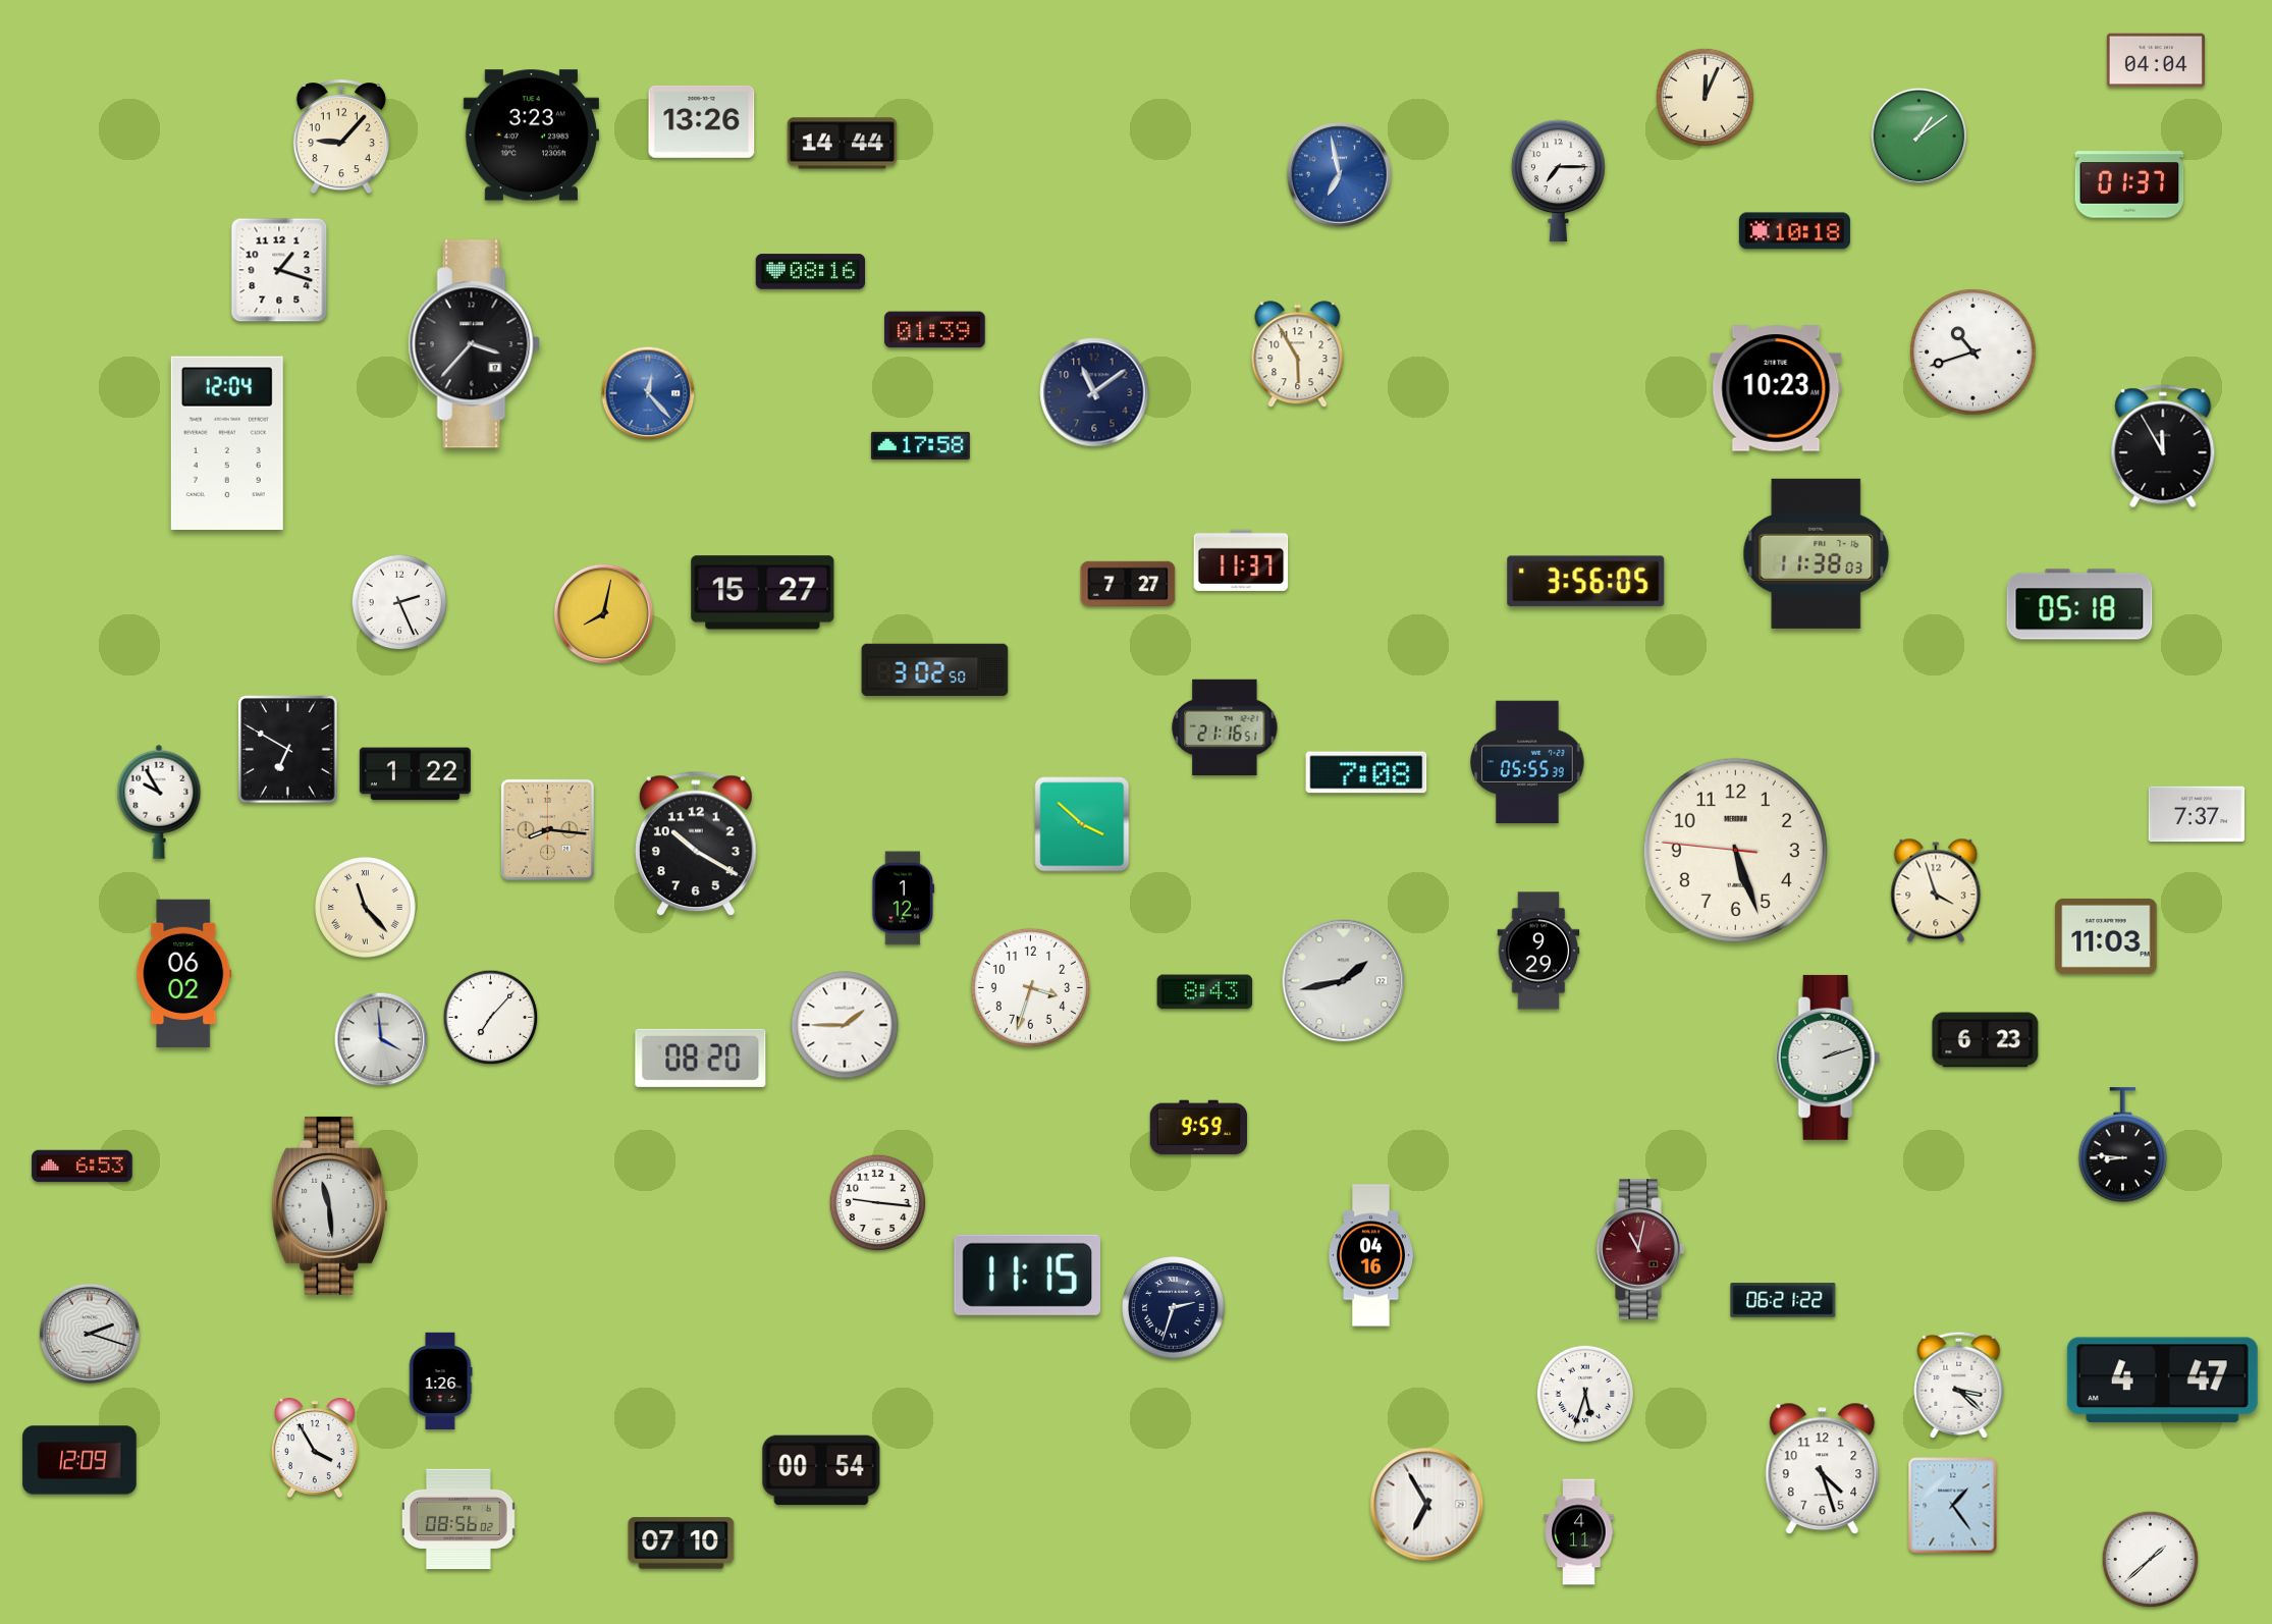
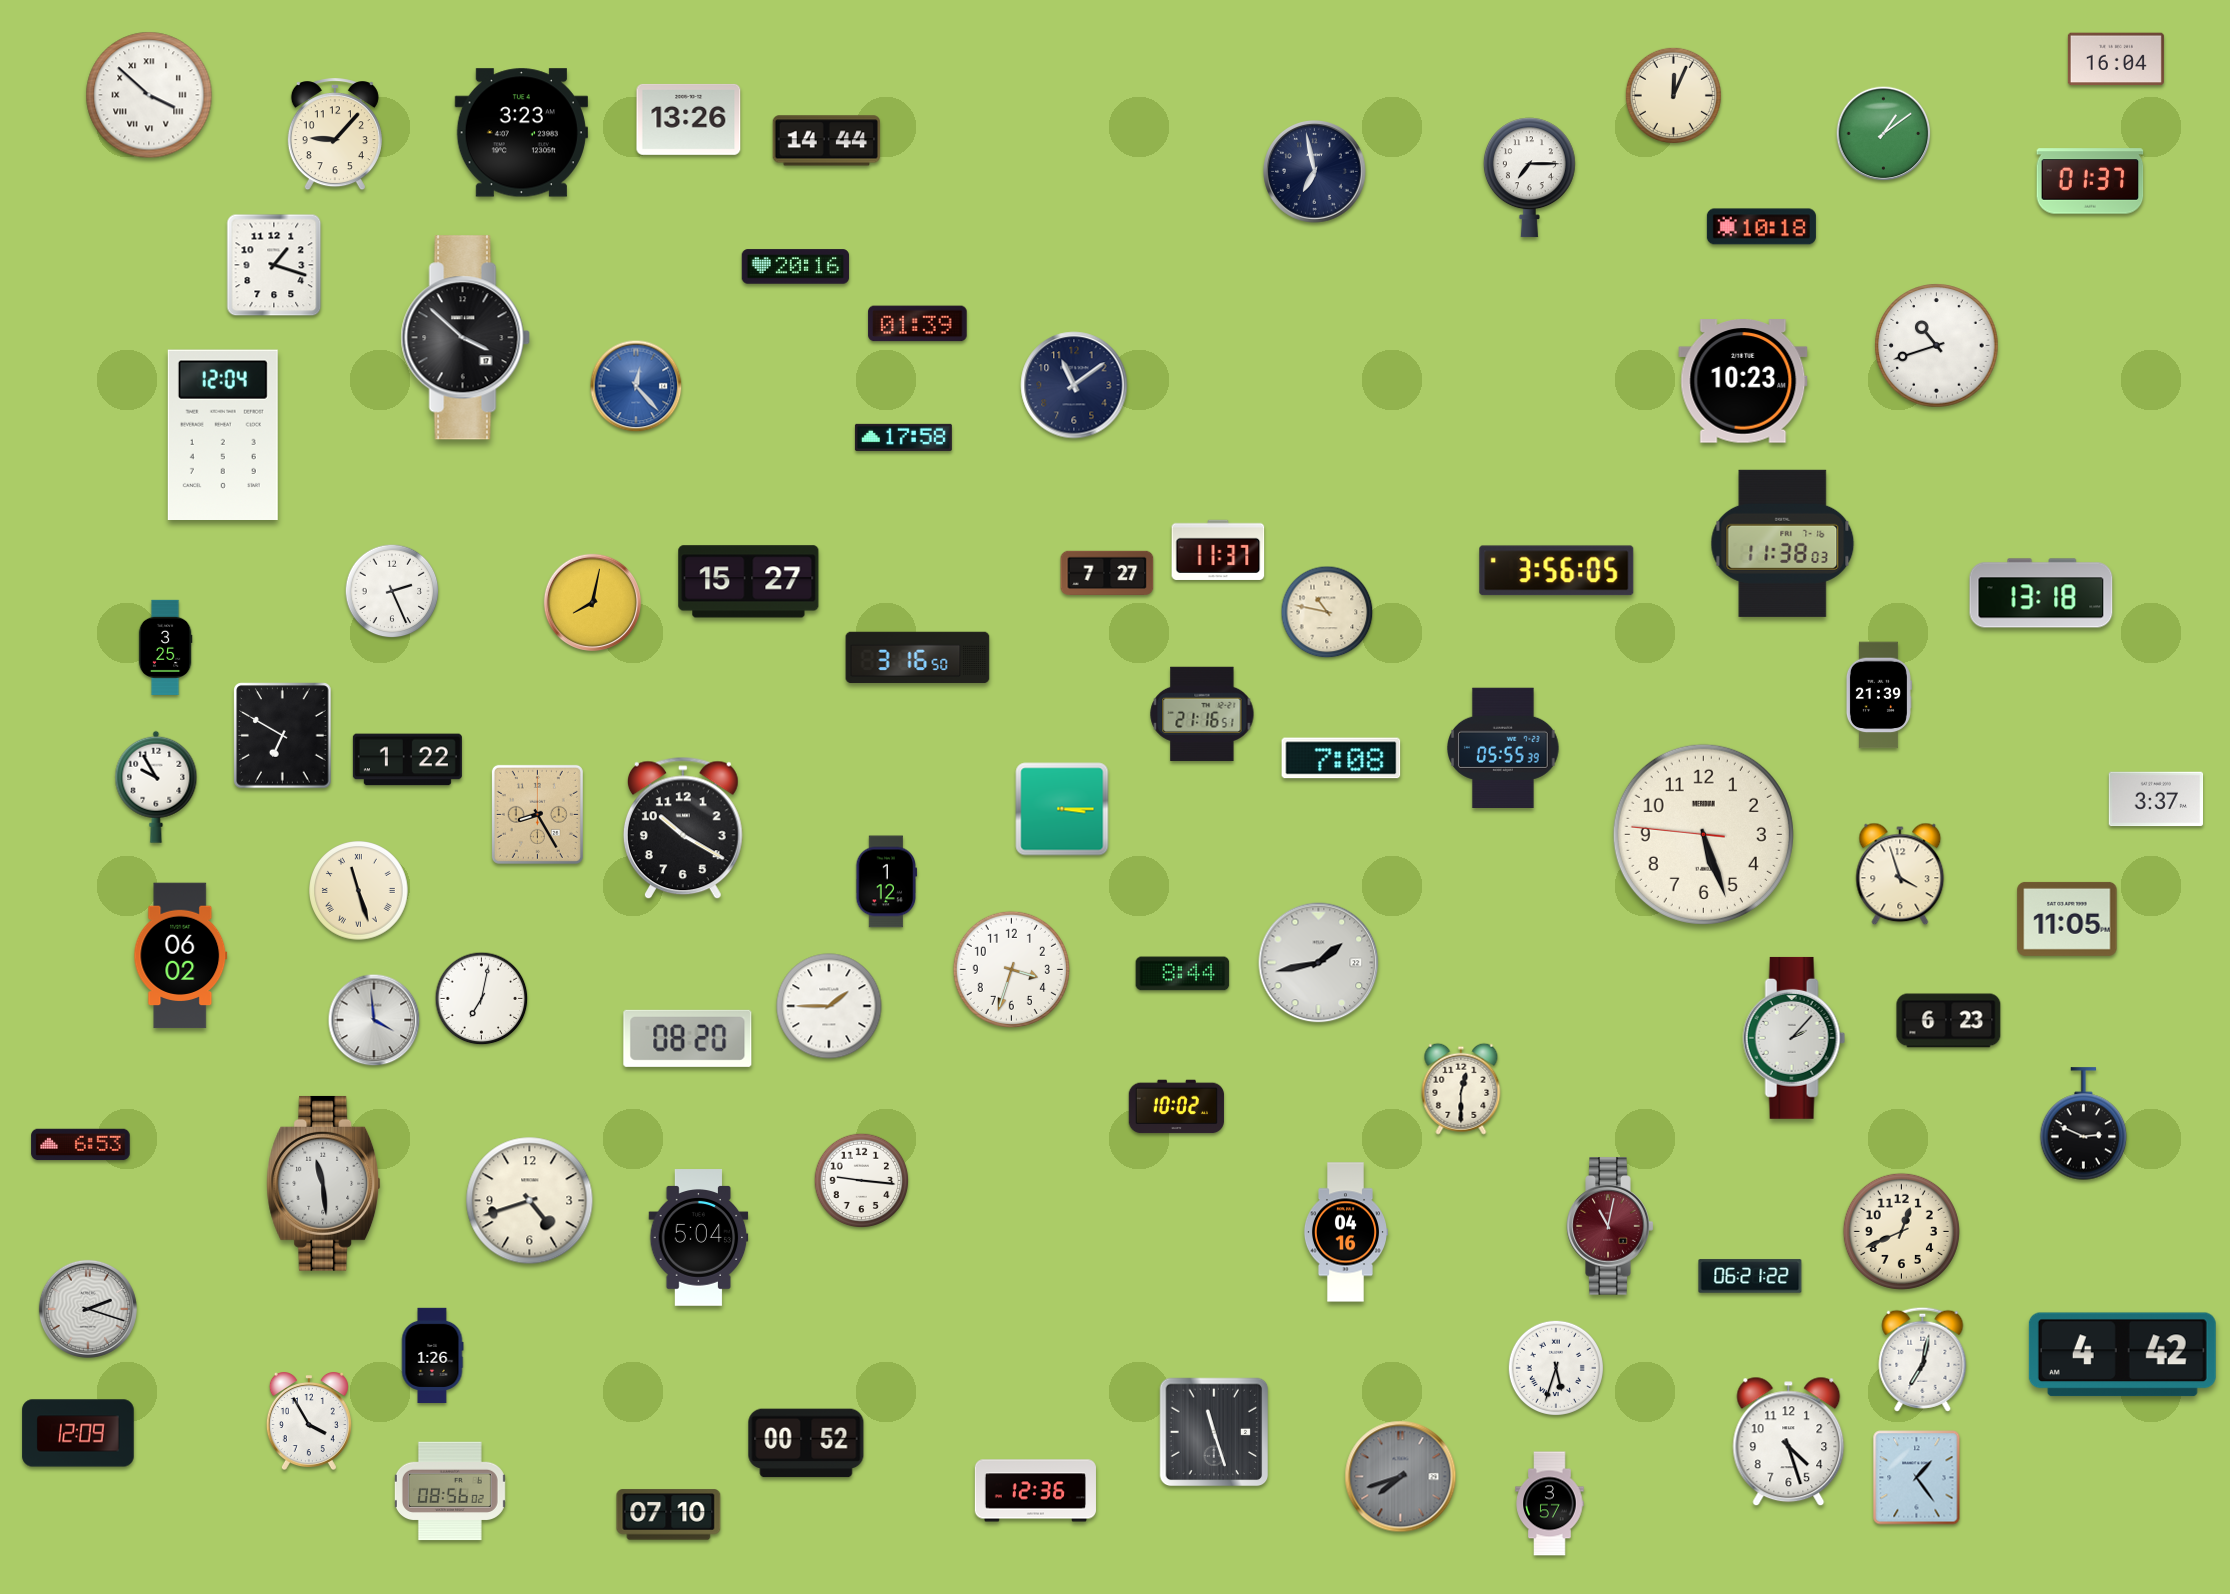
clock at (2156, 60): 04:04 -> 16:04
clock at (149, 95): none -> 3:52
clock at (1340, 175) dial: blue -> navy
clock at (811, 272): 08:16 -> 20:16
clock at (474, 344): 3:37 -> 3:52
clock at (1298, 355): 5:55 -> none
clock at (2163, 446): 11:55 -> none
clock at (2079, 604): 05:18 -> 13:18
clock at (1327, 612): none -> 10:47
clock at (165, 647): none -> 3:25
clock at (935, 670): 3:02 -> 3:16
clock at (1878, 695): none -> 21:39
clock at (1527, 761) position: (1527, 761) -> (1503, 747)
clock at (2197, 814): 7:37 -> 3:37
clock at (1082, 824): 3:52 -> 3:15
clock at (547, 829): 8:16 -> 8:25
clock at (366, 908): 11:23 -> 11:27
clock at (2106, 936): 11:03 -> 11:05
clock at (1538, 951): 9:29 -> none
clock at (1205, 992): 8:43 -> 8:44
clock at (491, 1018): 7:07 -> 7:02
clock at (1828, 1058): 2:12 -> 2:07
clock at (1461, 1089): none -> 12:30
clock at (1198, 1128): 9:59 -> 10:02
clock at (2123, 1145): 8:46 -> 2:49
clock at (530, 1201): none -> 4:42
clock at (1901, 1231): none -> 12:41
clock at (699, 1238): none -> 5:04
clock at (1027, 1275): 11:15 -> none
clock at (1174, 1308): 2:33 -> none
clock at (2162, 1381): 4:47 -> 4:42
clock at (1959, 1385): 3:22 -> 7:02
clock at (1214, 1432): none -> 11:27
clock at (821, 1470): 00:54 -> 00:52
clock at (1427, 1505): 6:55 -> 7:42
clock at (1427, 1505) dial: white -> grey
clock at (1035, 1491): none -> 12:36
clock at (1579, 1532): 4:11 -> 3:57
clock at (2151, 1560): 1:38 -> none
